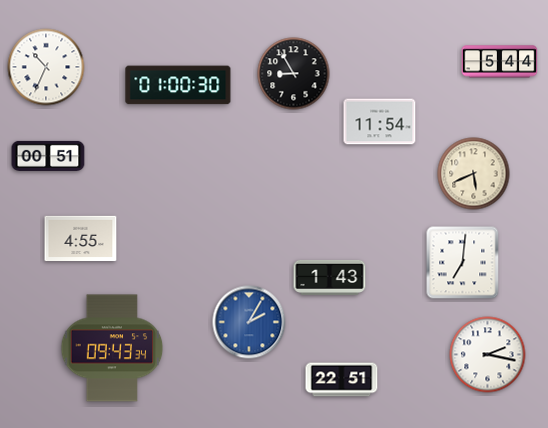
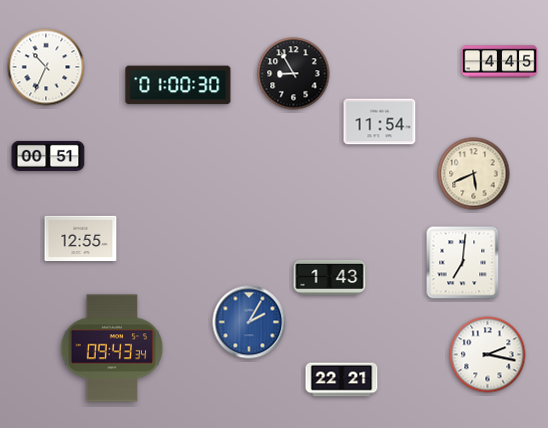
clock at (500, 62): 5:44 -> 4:45
clock at (81, 239): 4:55 -> 12:55
clock at (342, 380): 22:51 -> 22:21
